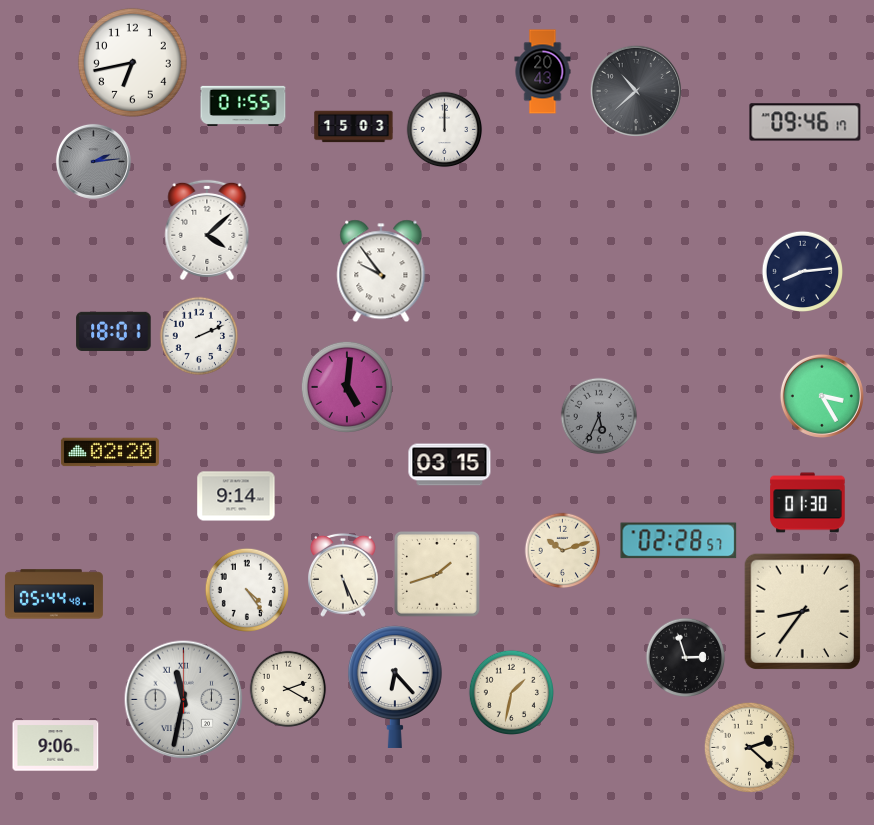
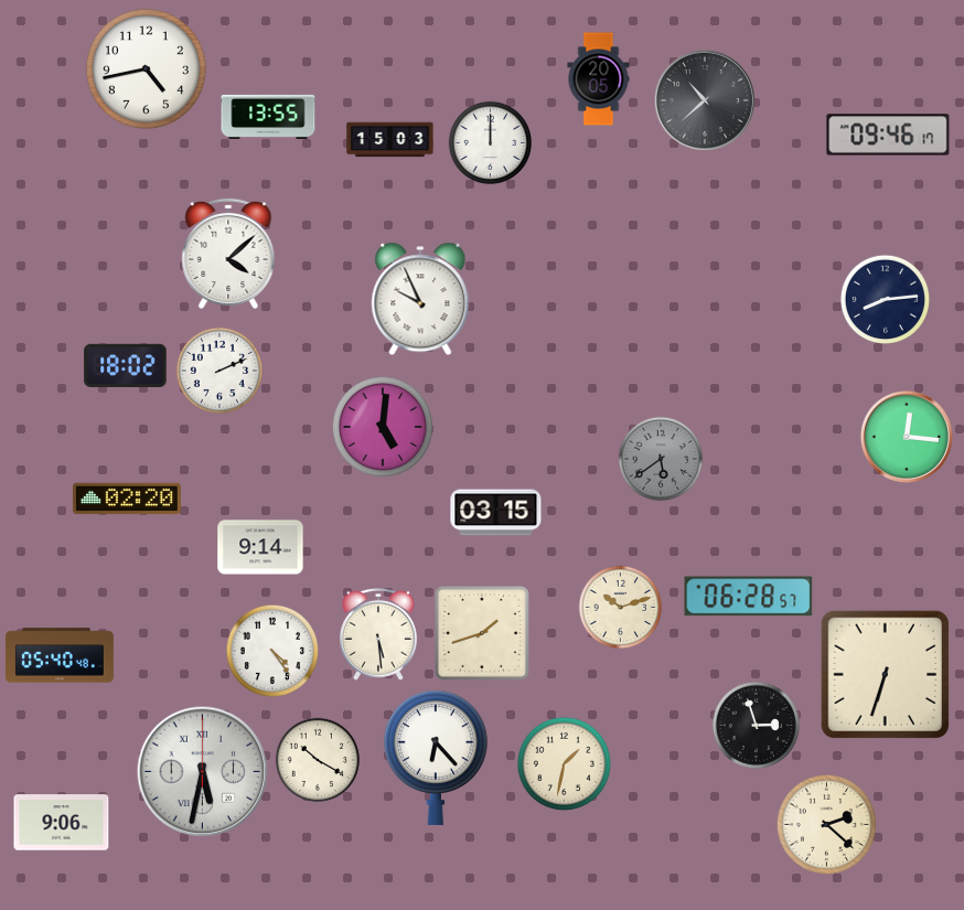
clock at (132, 62): 6:43 -> 4:43
clock at (543, 72): 20:43 -> 20:05
clock at (636, 91) position: (636, 91) -> (705, 100)
clock at (243, 105): 01:55 -> 13:55
clock at (93, 161): 2:14 -> none
clock at (381, 271): 9:54 -> 9:56
clock at (114, 331): 18:01 -> 18:02
clock at (822, 396): 3:25 -> 12:16
clock at (599, 416): 5:34 -> 5:39
clock at (110, 452) position: (110, 452) -> (127, 499)
clock at (808, 503): 01:30 -> none
clock at (679, 541): 02:28 -> 06:28
clock at (344, 575): 5:26 -> 5:29
clock at (54, 594): 05:44 -> 05:40
clock at (802, 611): 8:36 -> 6:33
clock at (288, 689): 2:20 -> 10:20
clock at (184, 700): 11:32 -> 5:32
